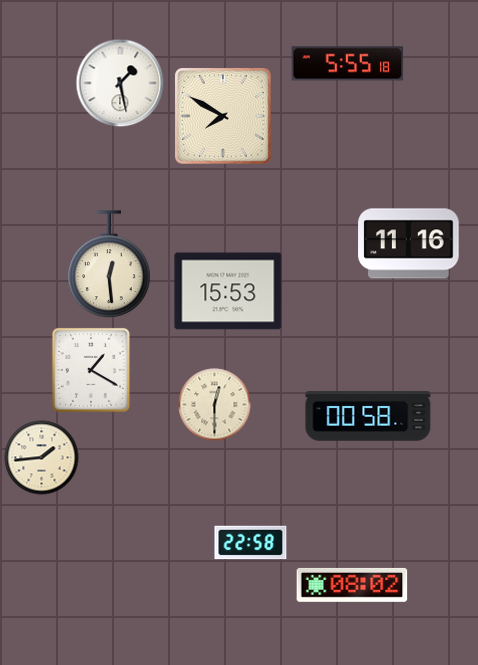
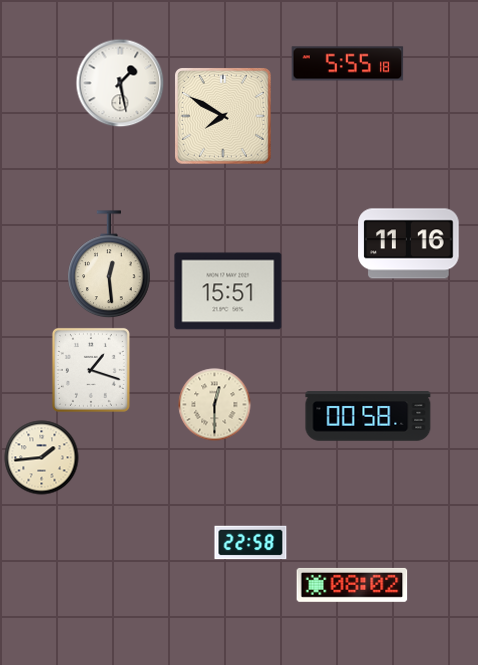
clock at (228, 291): 15:53 -> 15:51
clock at (91, 370): 1:20 -> 1:18
